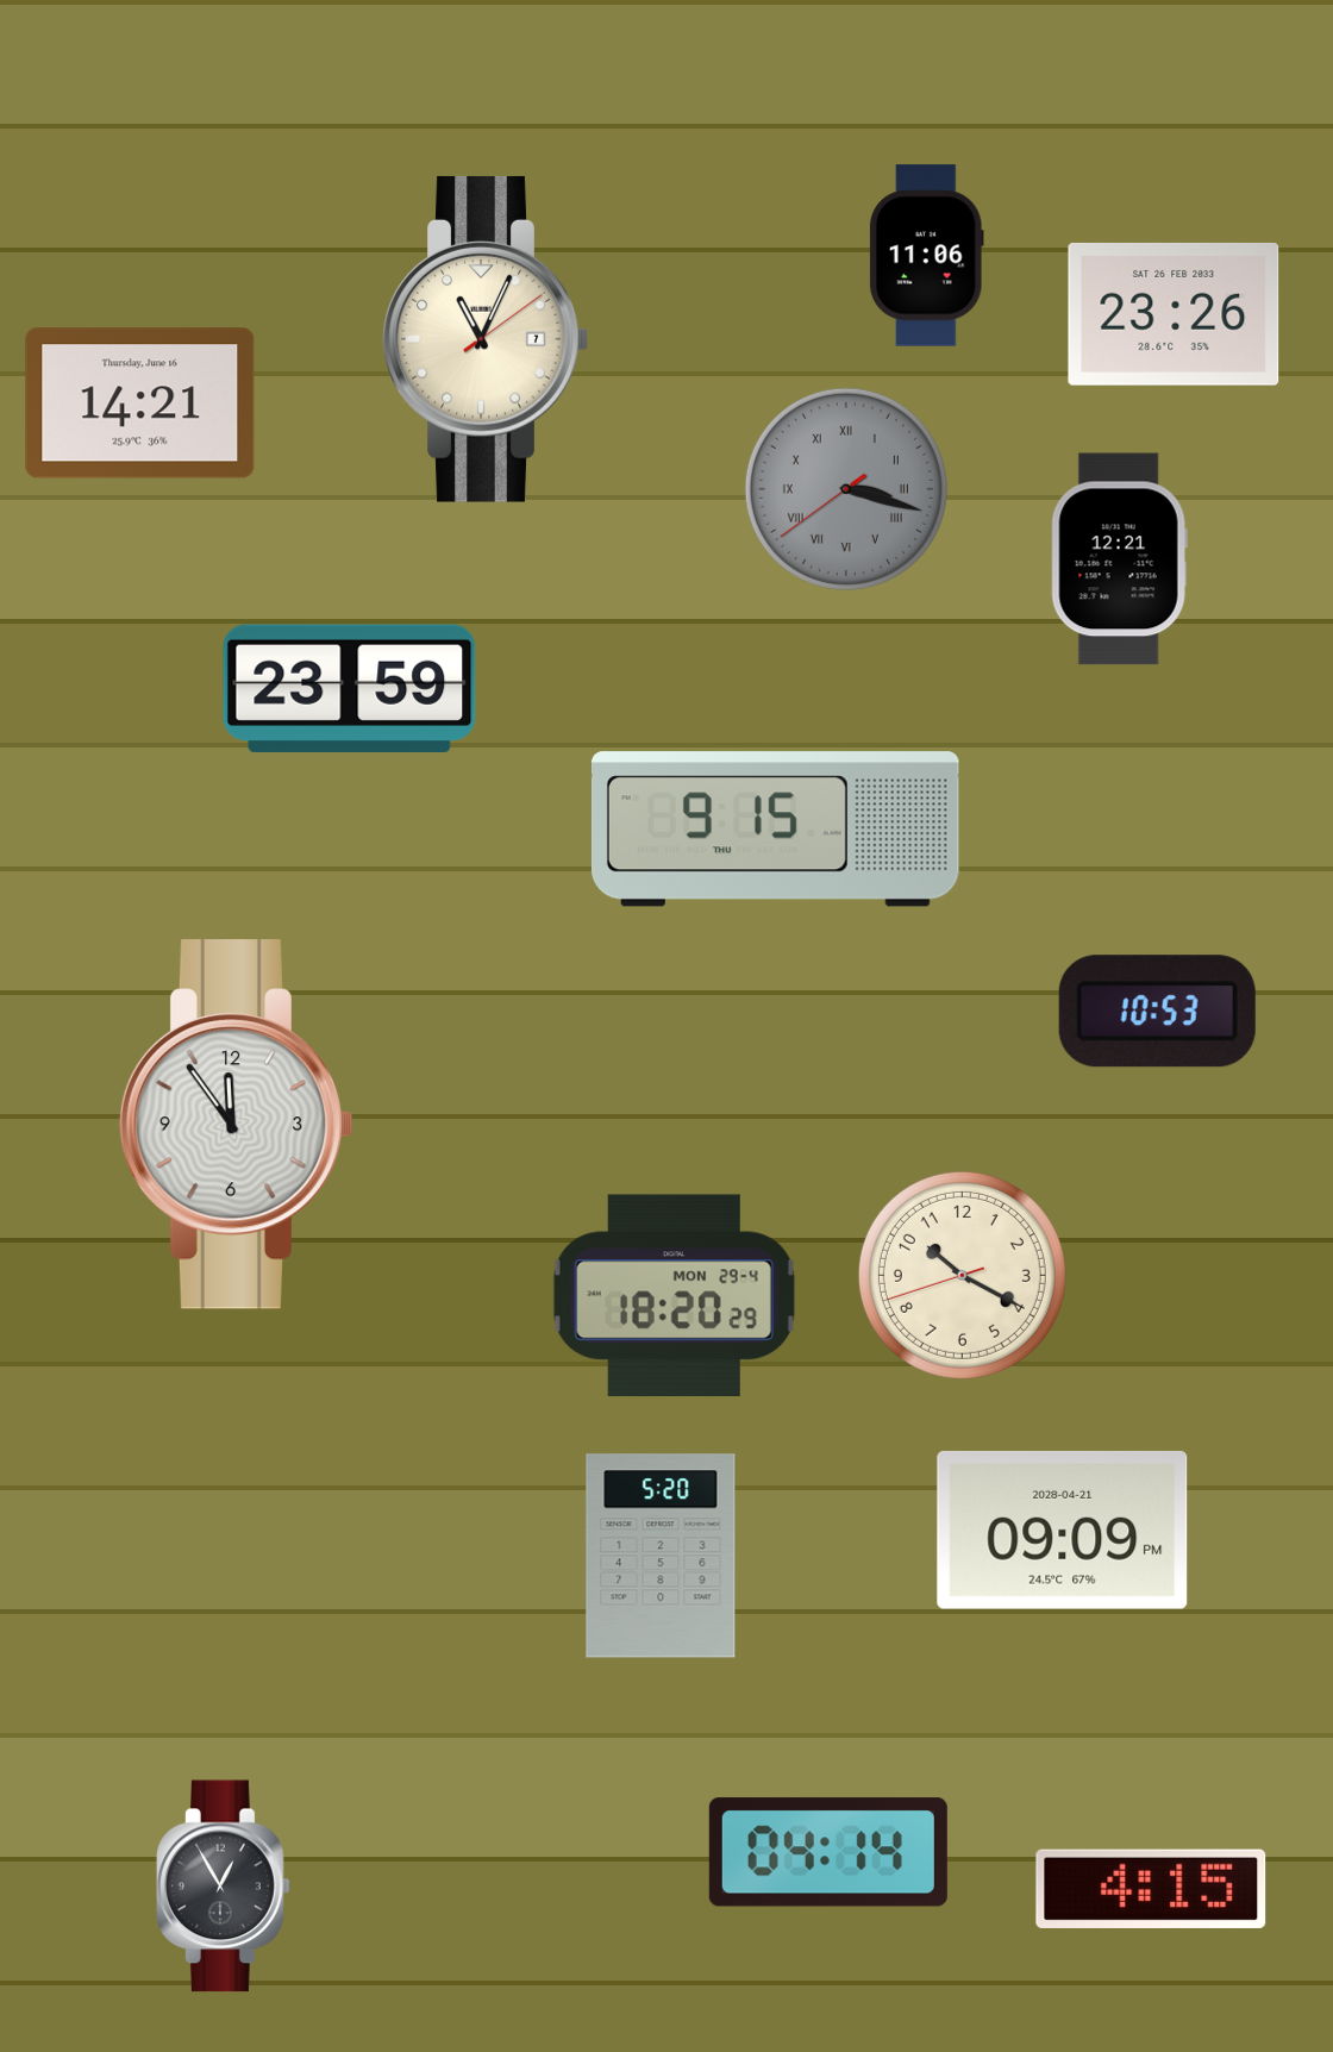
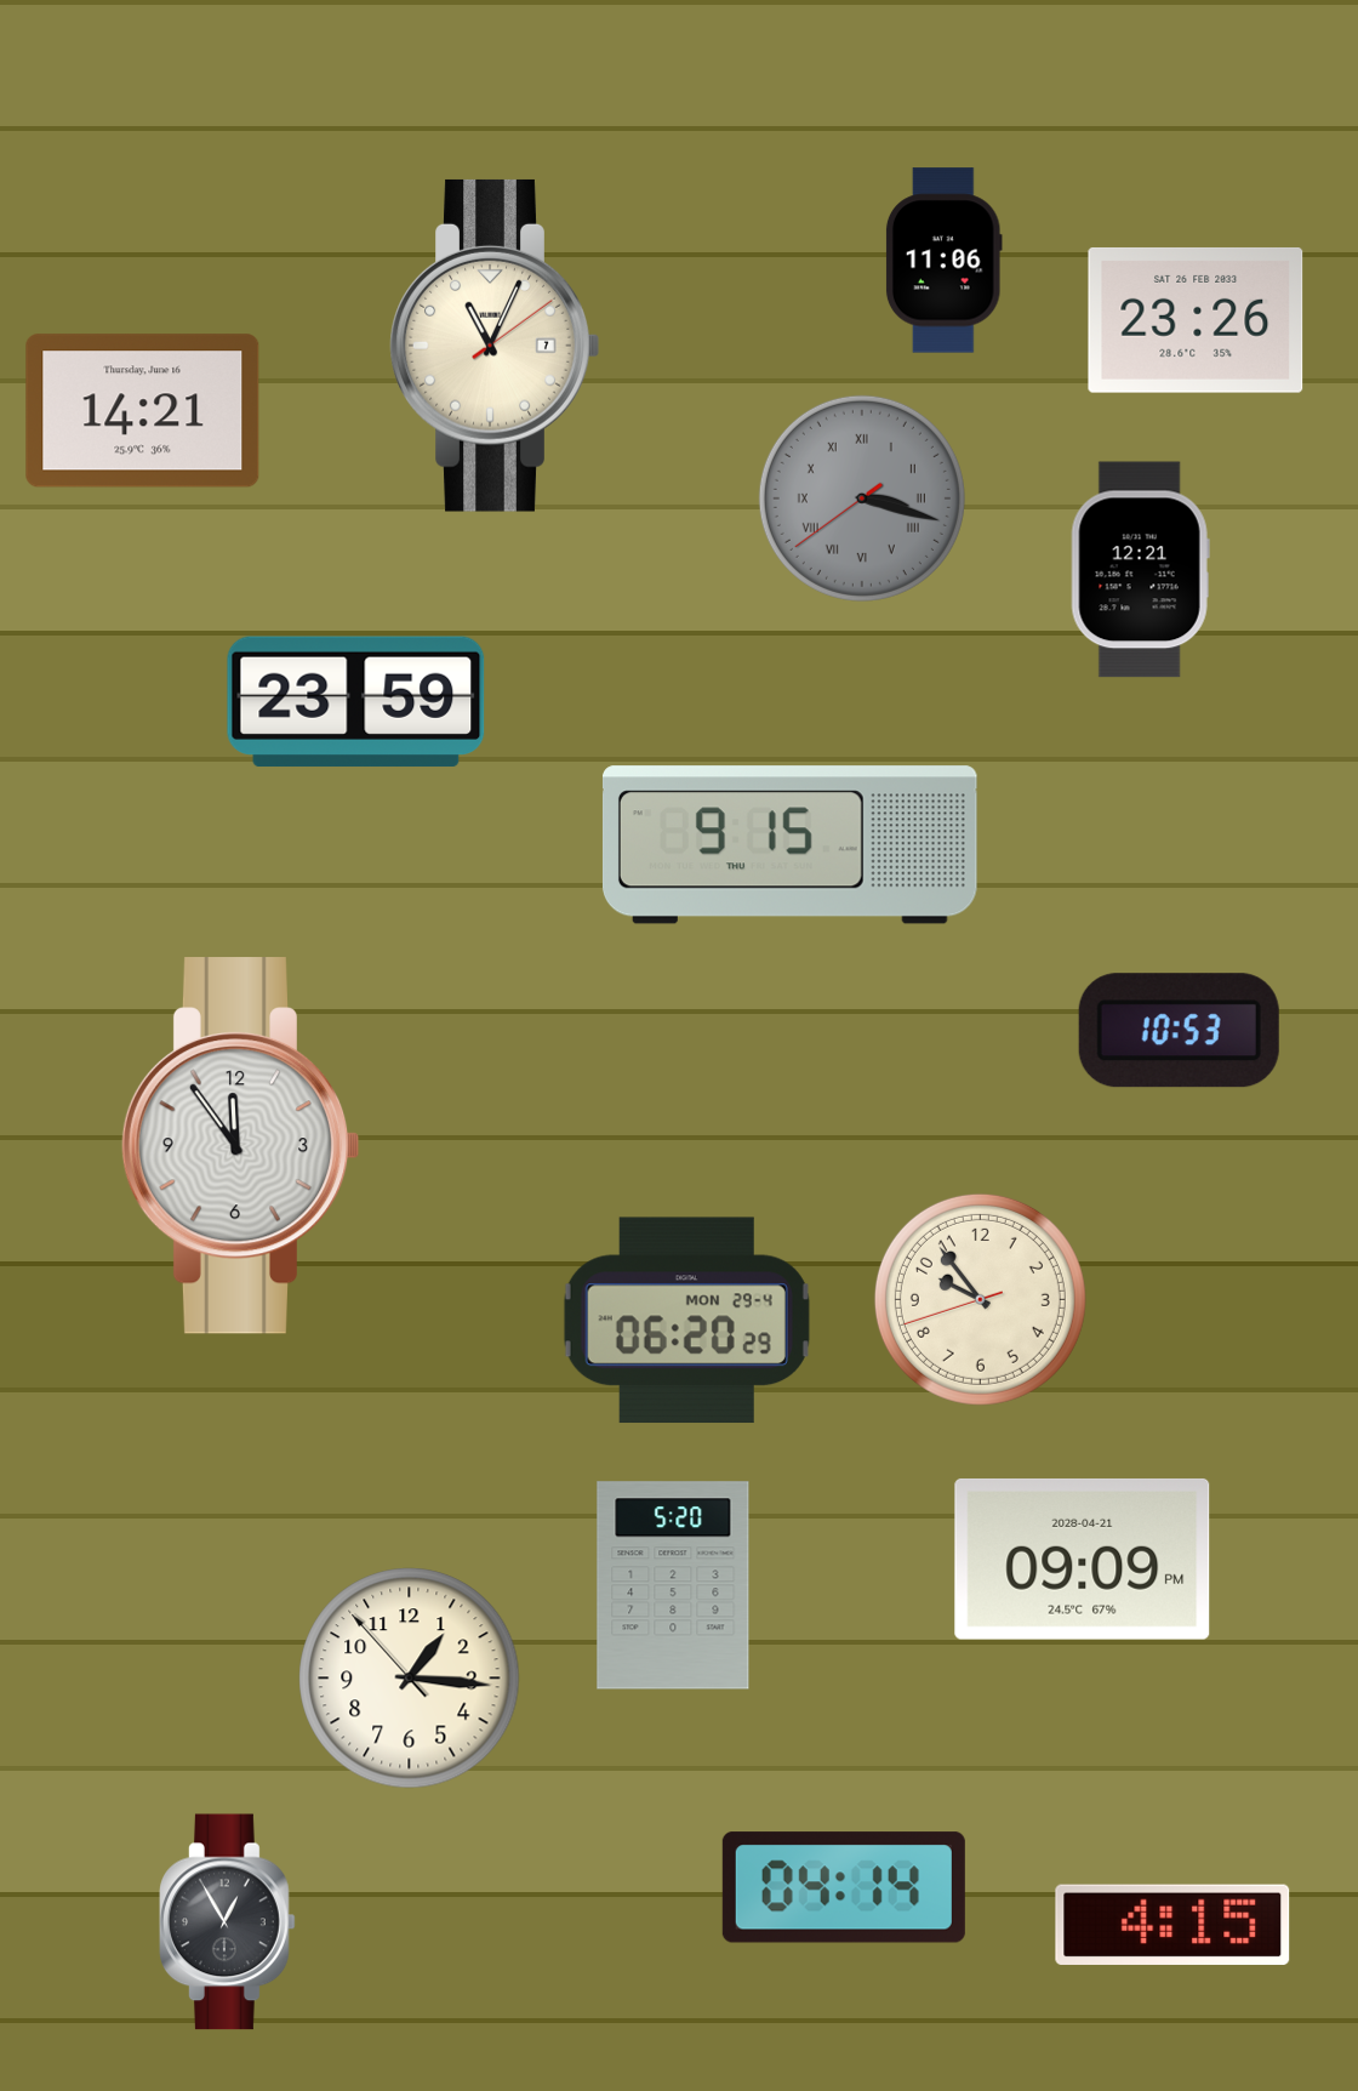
clock at (962, 1275): 10:19 -> 9:53
clock at (674, 1296): 18:20 -> 06:20
clock at (410, 1679): none -> 1:15
